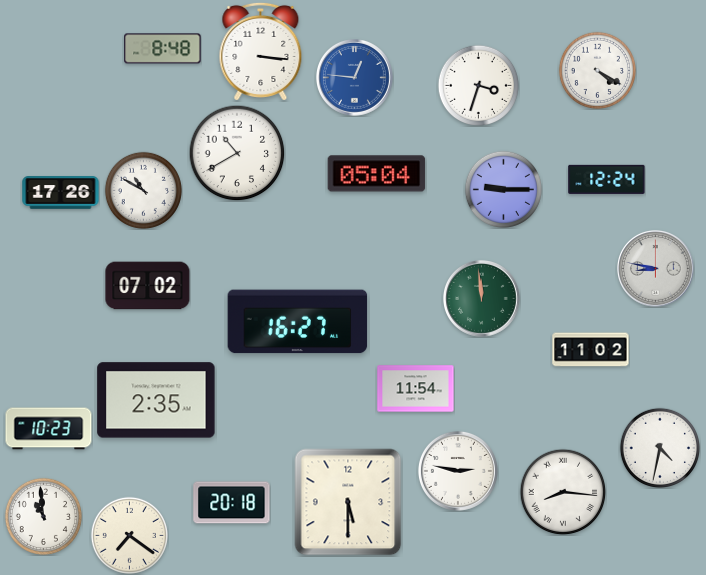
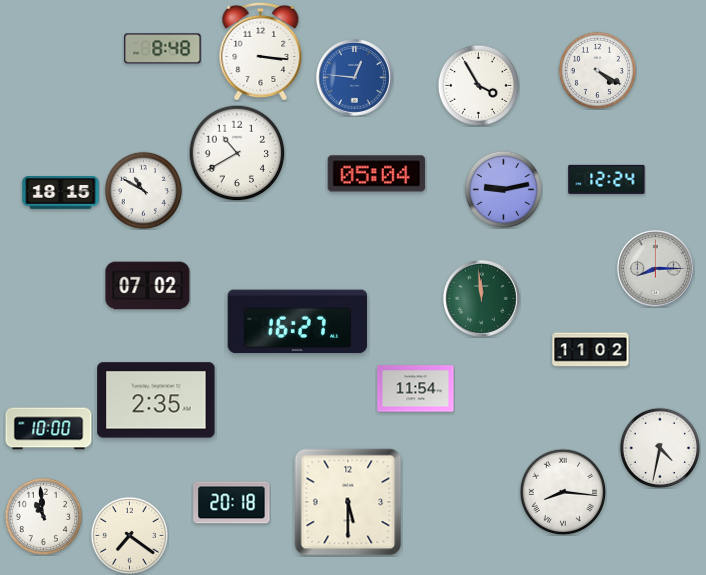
clock at (478, 85): 3:33 -> 3:55
clock at (503, 189): 9:15 -> 9:13
clock at (61, 193): 17:26 -> 18:15
clock at (656, 269): 8:47 -> 8:15
clock at (49, 429): 10:23 -> 10:00
clock at (458, 471): 2:47 -> none
